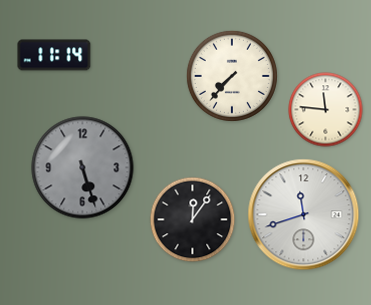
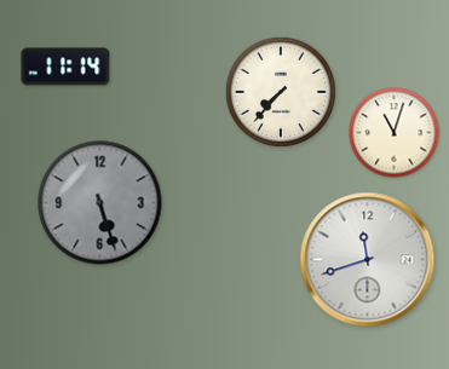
clock at (326, 110): 11:46 -> 11:03
clock at (193, 220): 12:06 -> none
